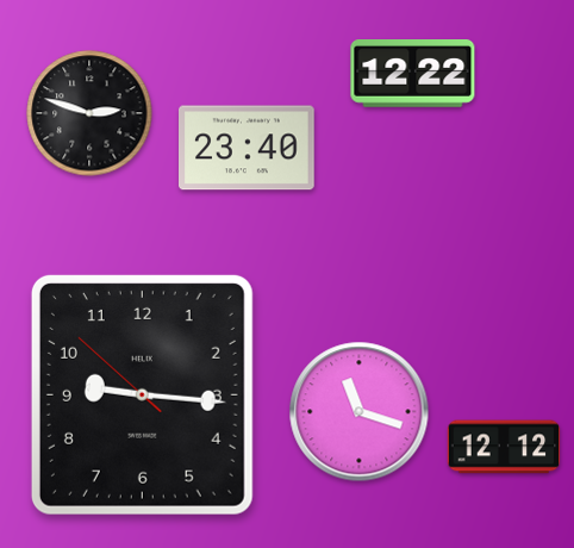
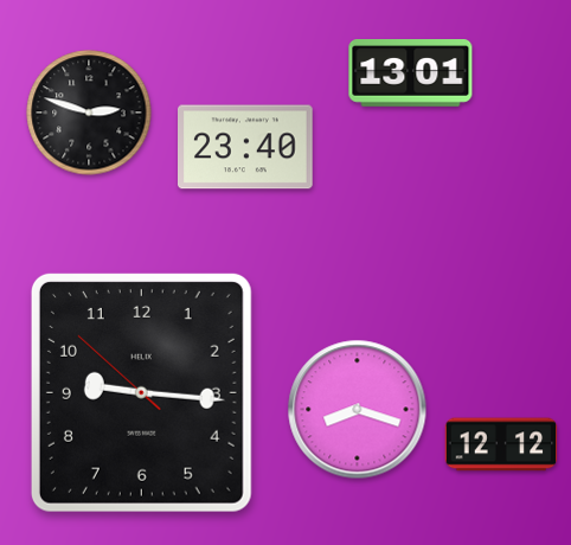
clock at (413, 74): 12:22 -> 13:01
clock at (360, 412): 11:18 -> 8:18
